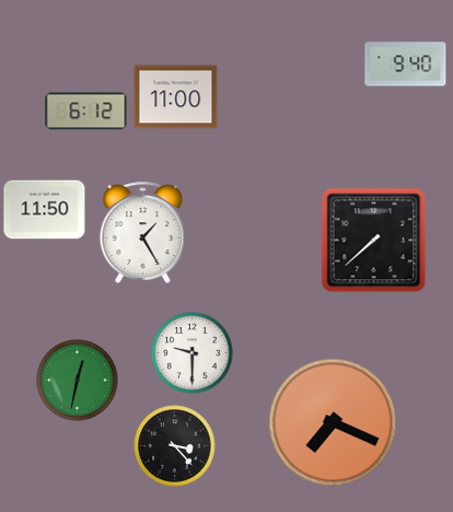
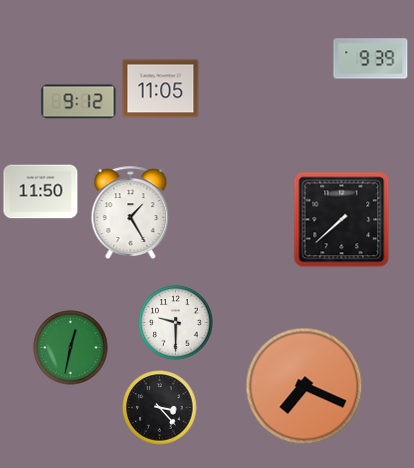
clock at (406, 65): 9:40 -> 9:39
clock at (176, 97): 11:00 -> 11:05
clock at (86, 112): 6:12 -> 9:12
